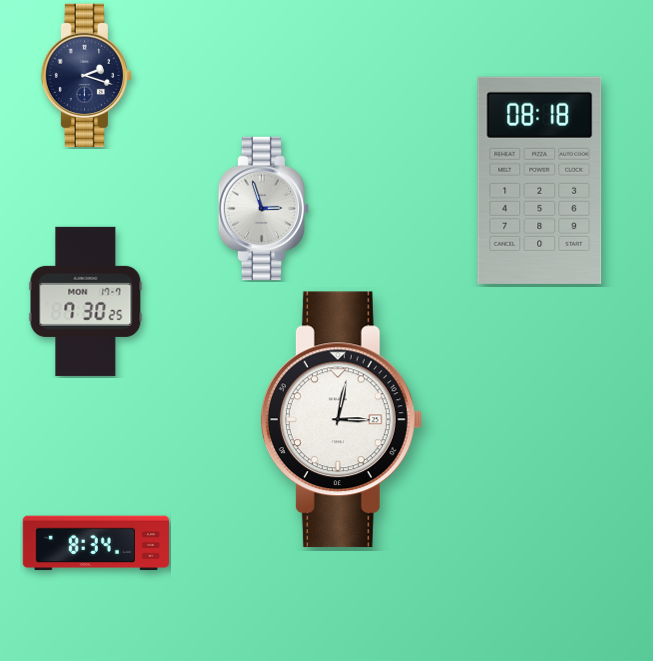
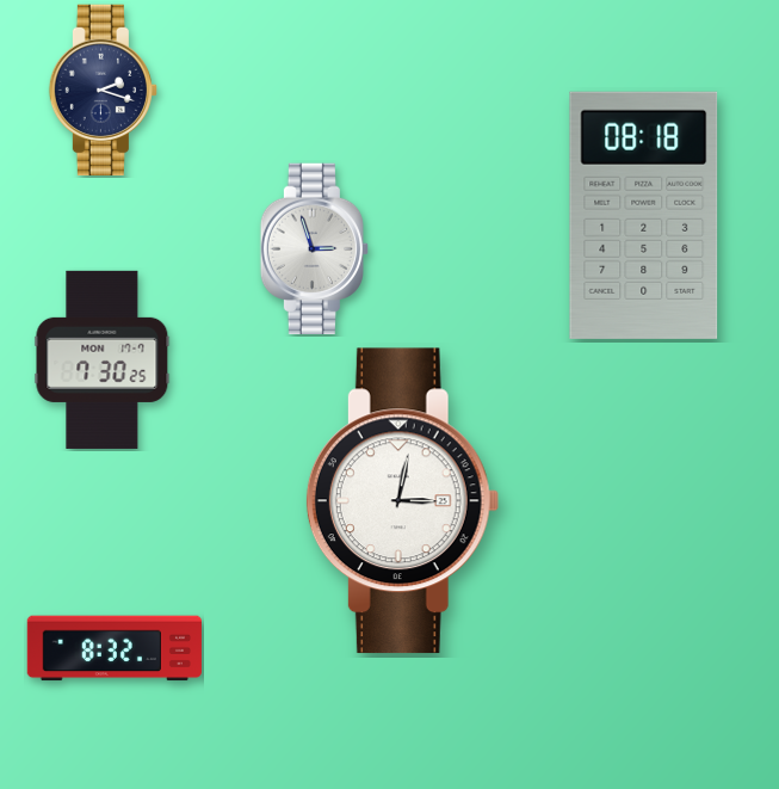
clock at (341, 420) position: (341, 420) -> (402, 501)
clock at (96, 543): 8:34 -> 8:32
